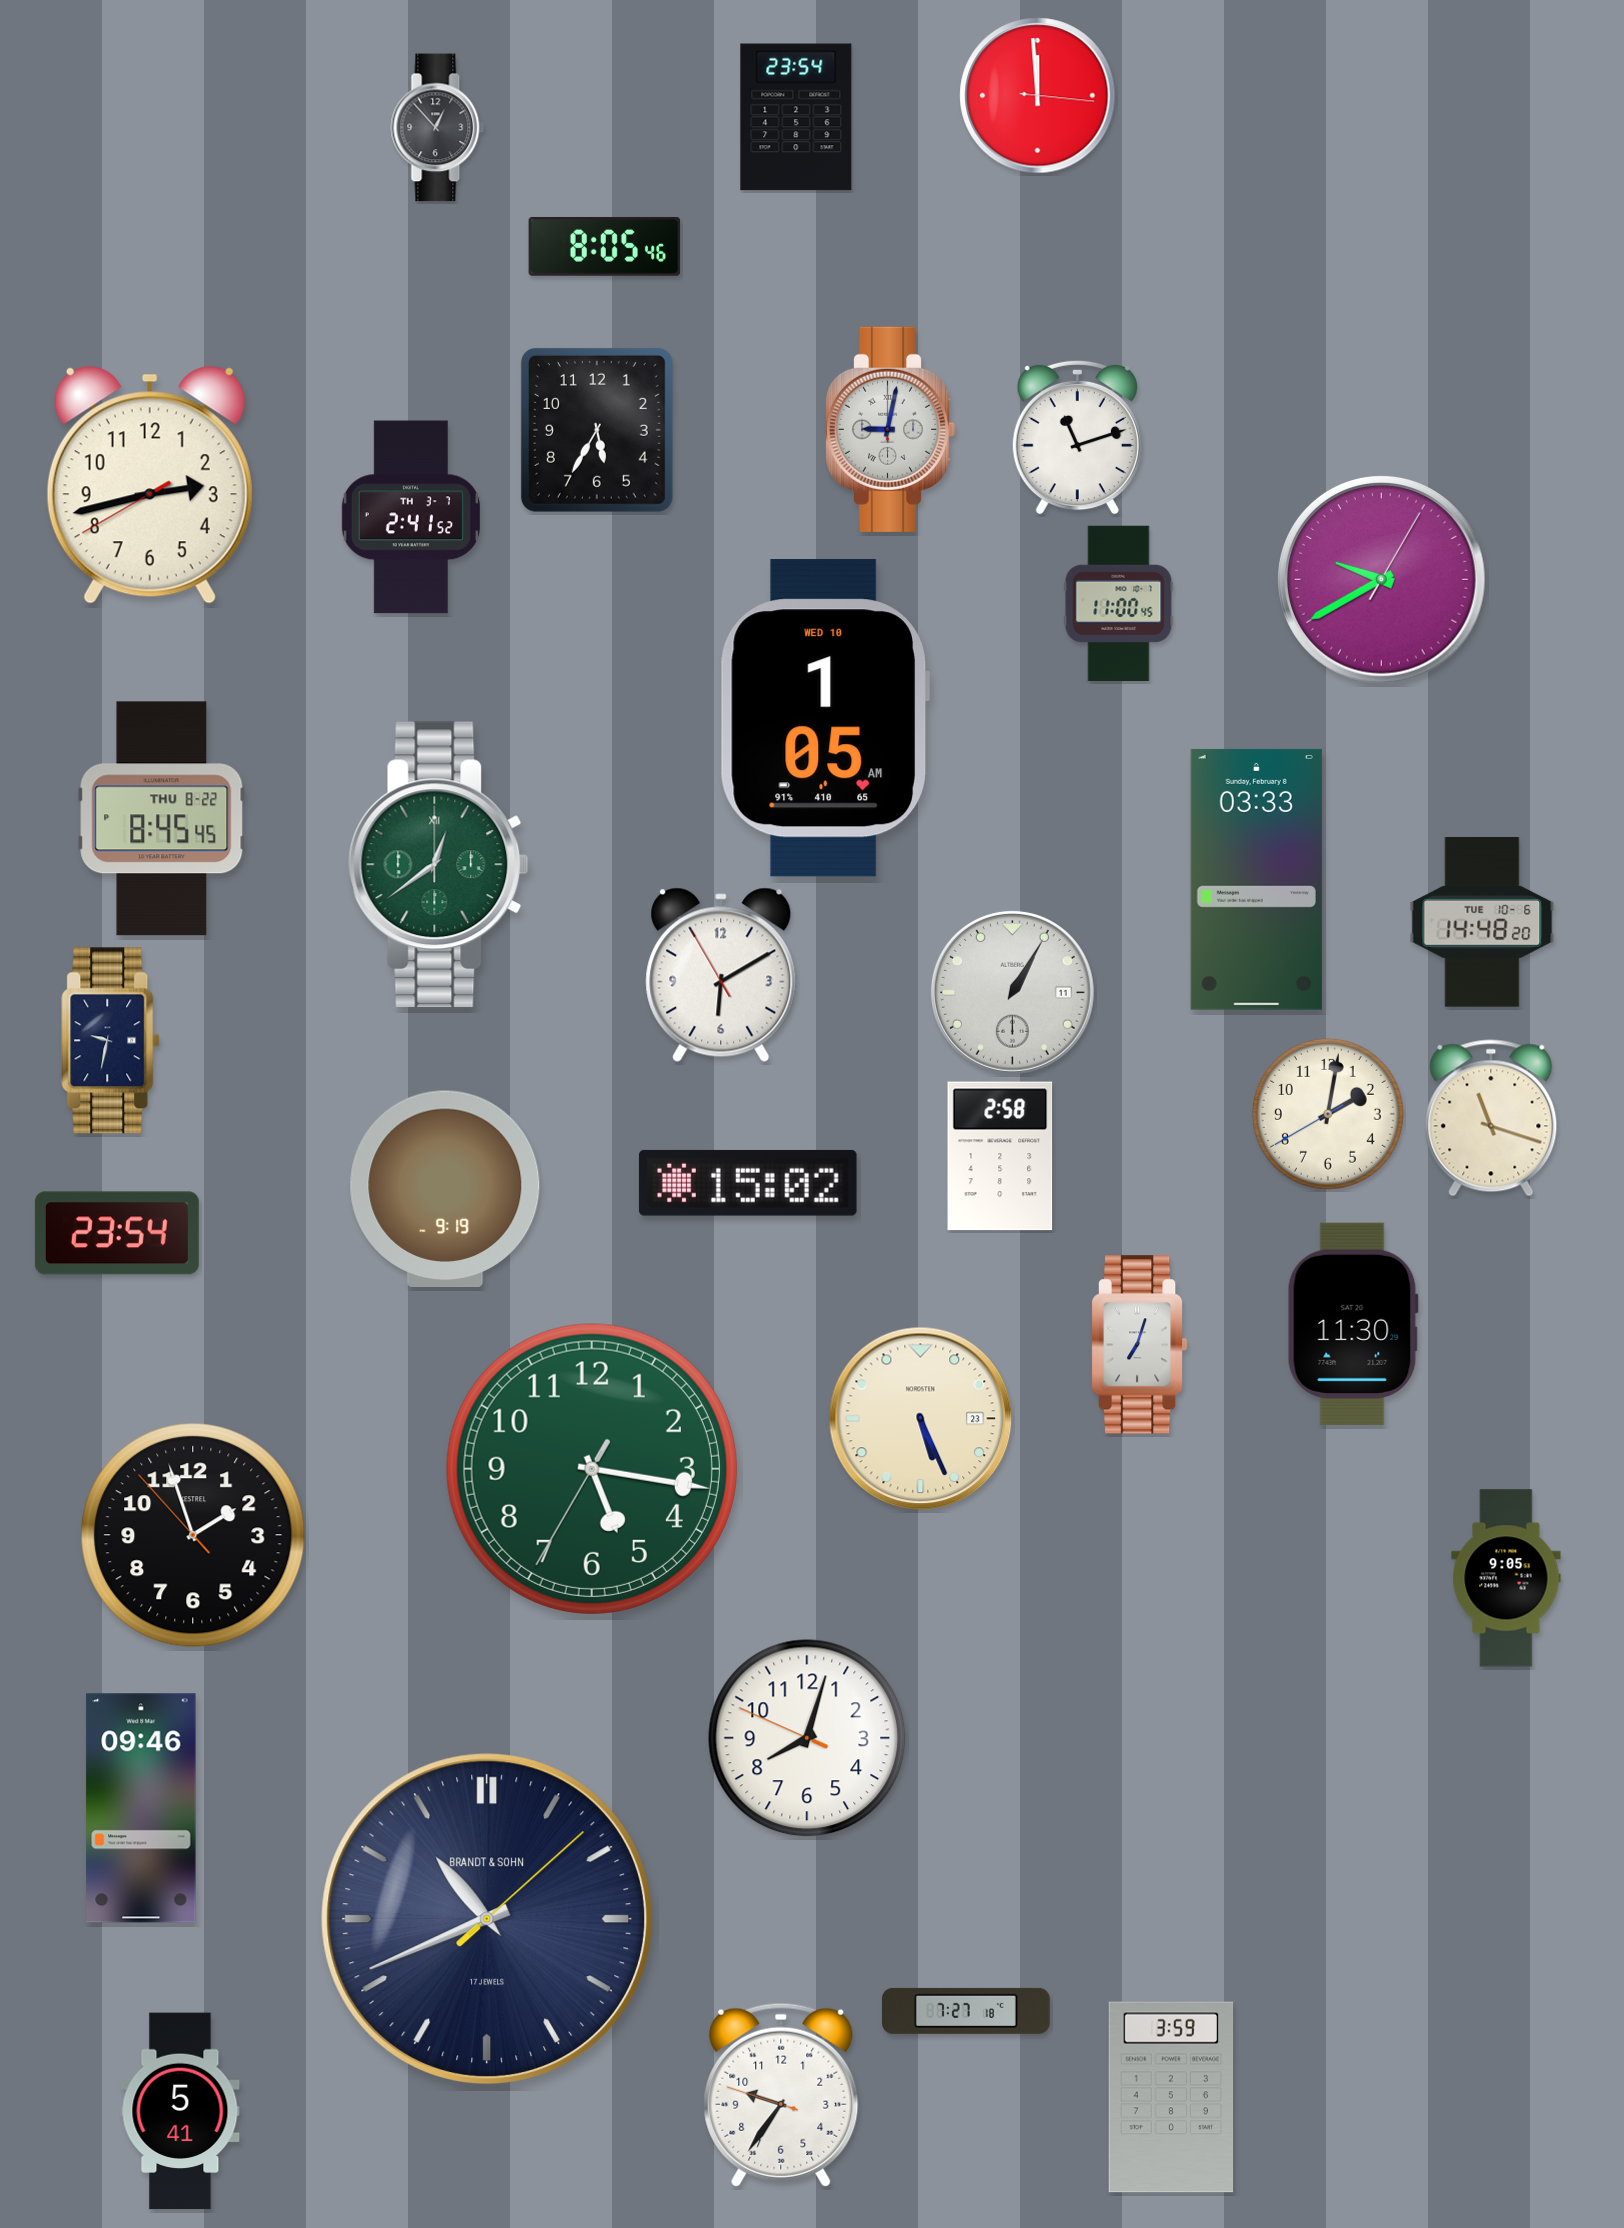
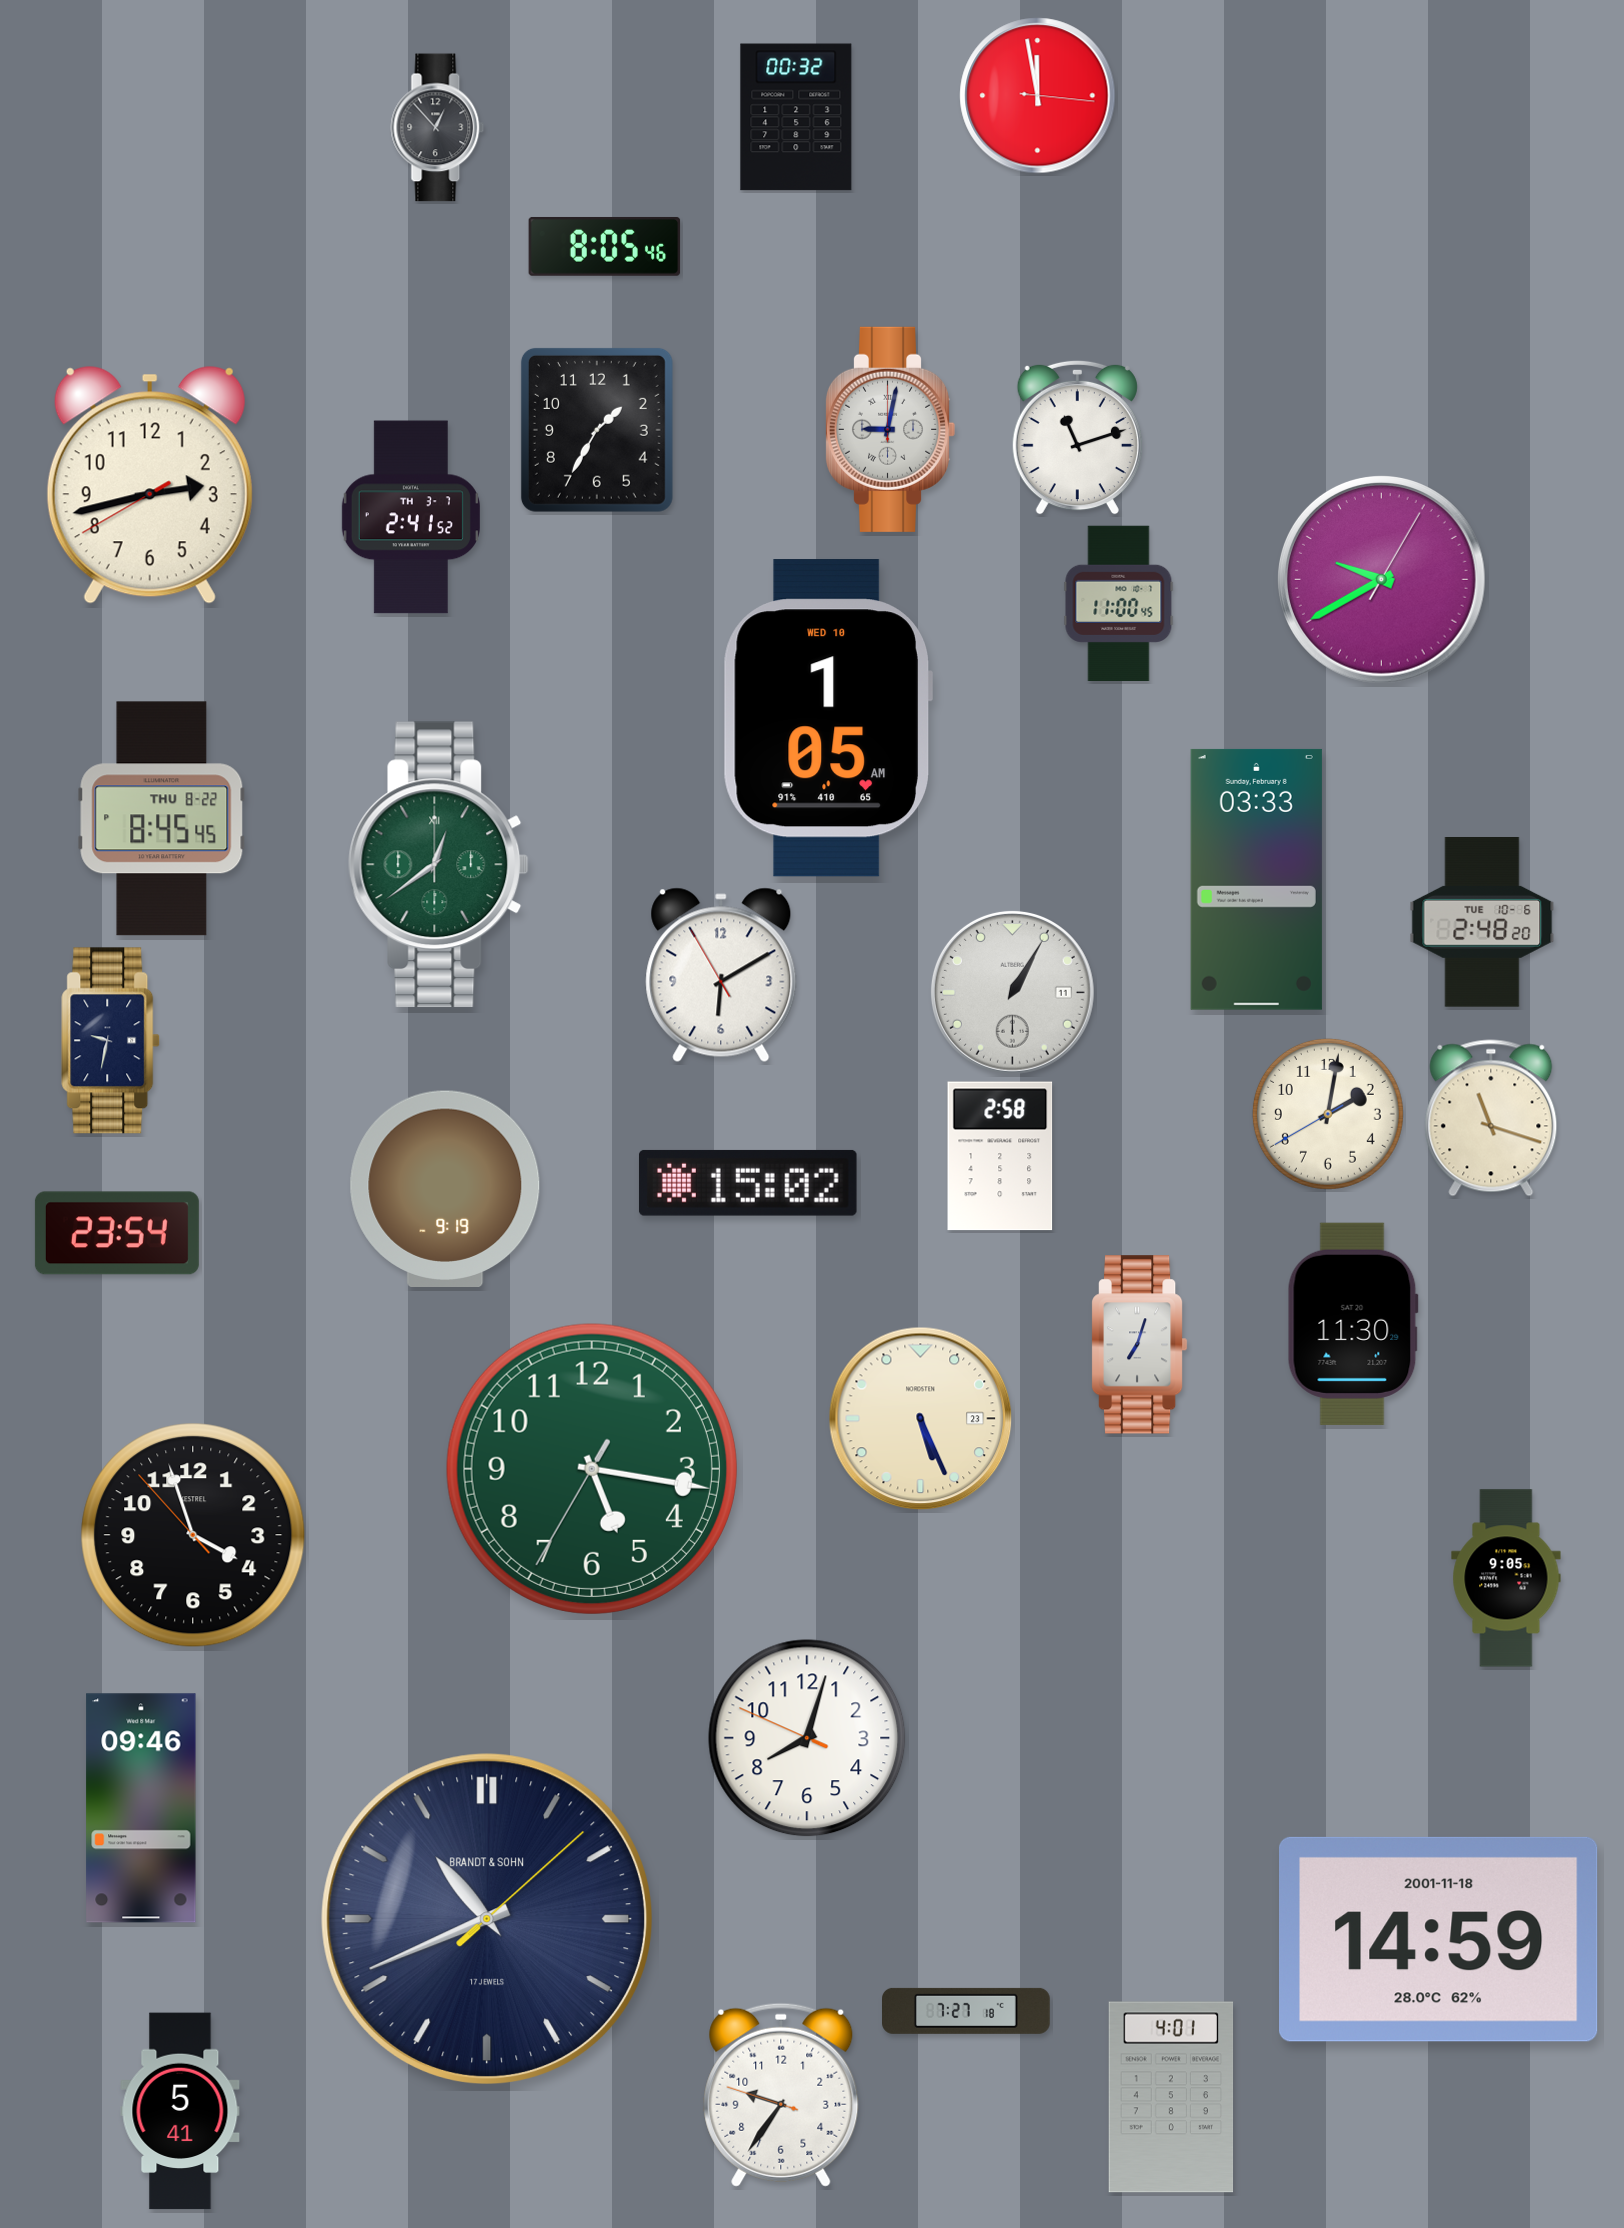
clock at (1038, 96): 11:59 -> 11:58
clock at (796, 117): 23:54 -> 00:32
clock at (597, 430): 5:35 -> 1:35
clock at (825, 718) position: (825, 718) -> (828, 718)
clock at (1482, 922): 14:48 -> 2:48
clock at (193, 1535): 1:56 -> 3:56
clock at (1439, 1939): none -> 14:59
clock at (1171, 2097): 3:59 -> 4:01
